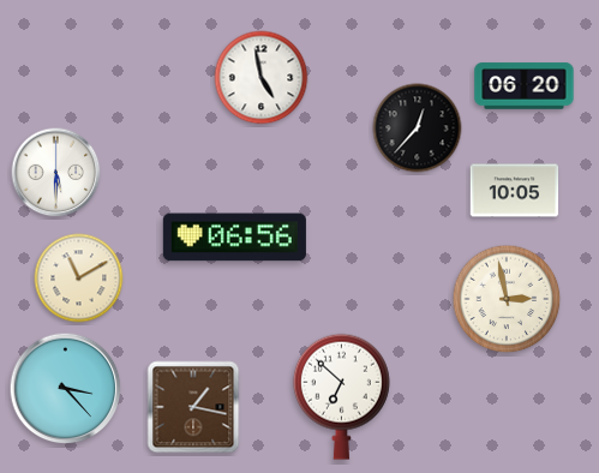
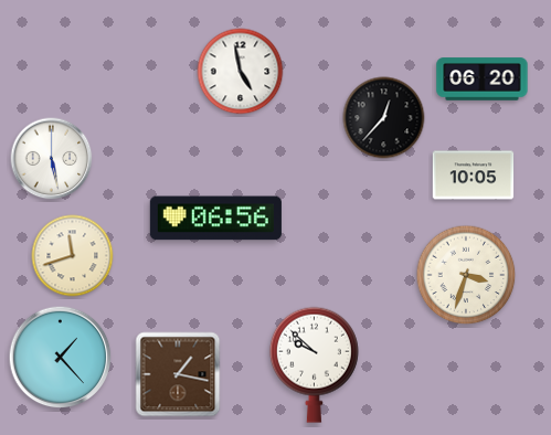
clock at (56, 173): 5:30 -> 5:28
clock at (79, 279): 11:10 -> 11:42
clock at (507, 299): 2:58 -> 3:33
clock at (66, 389): 3:23 -> 1:23
clock at (341, 396): 6:52 -> 9:52
